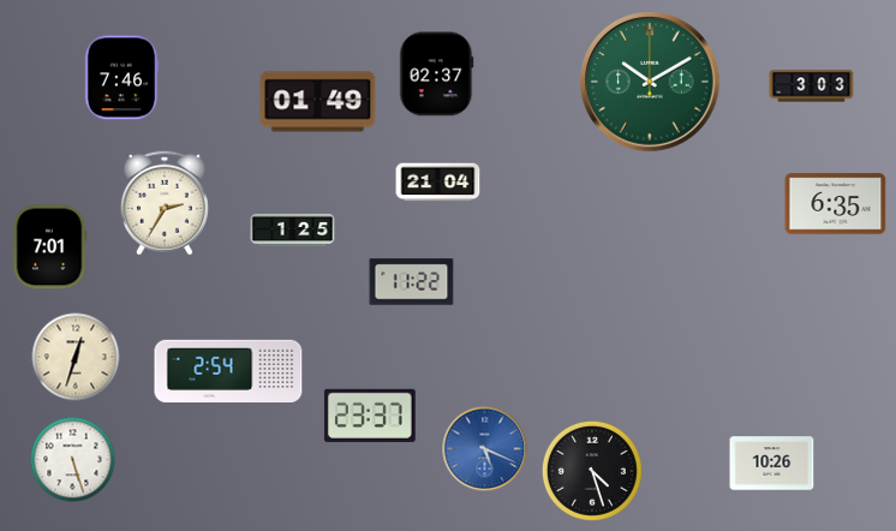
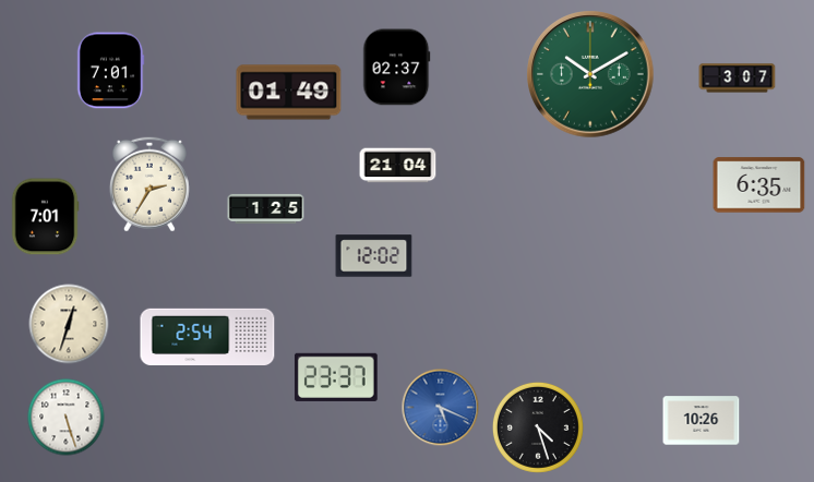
clock at (121, 78): 7:46 -> 7:01
clock at (812, 86): 3:03 -> 3:07
clock at (49, 247) position: (49, 247) -> (45, 217)
clock at (412, 282): 11:22 -> 12:02
